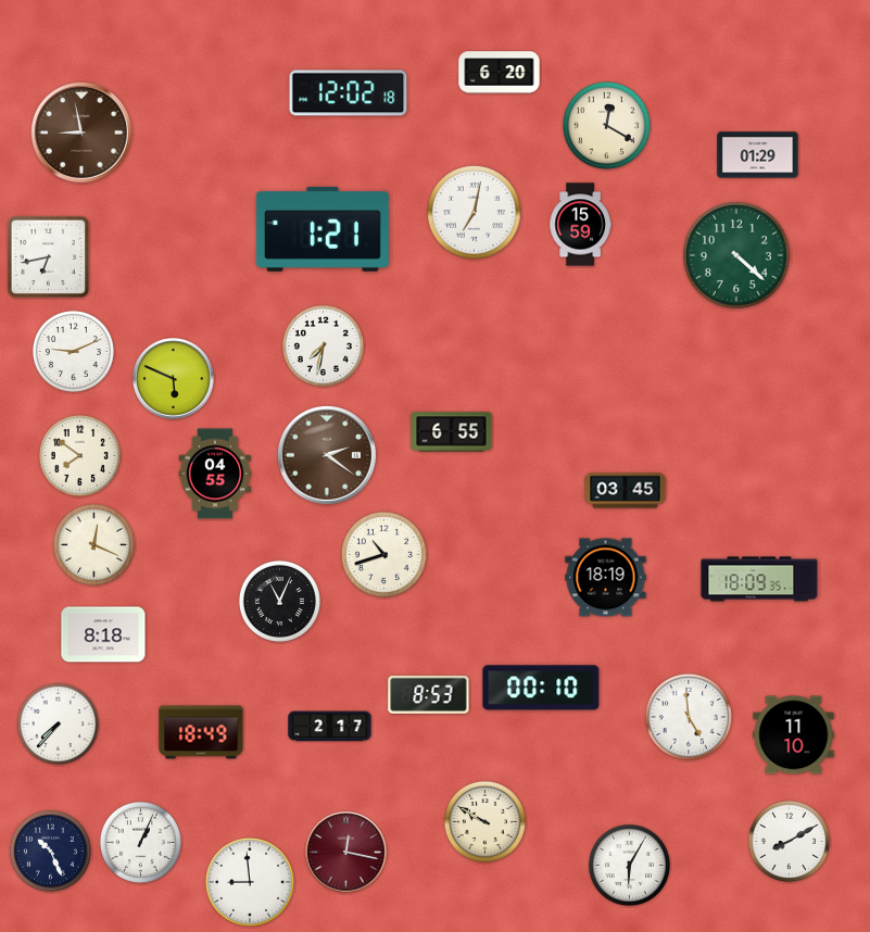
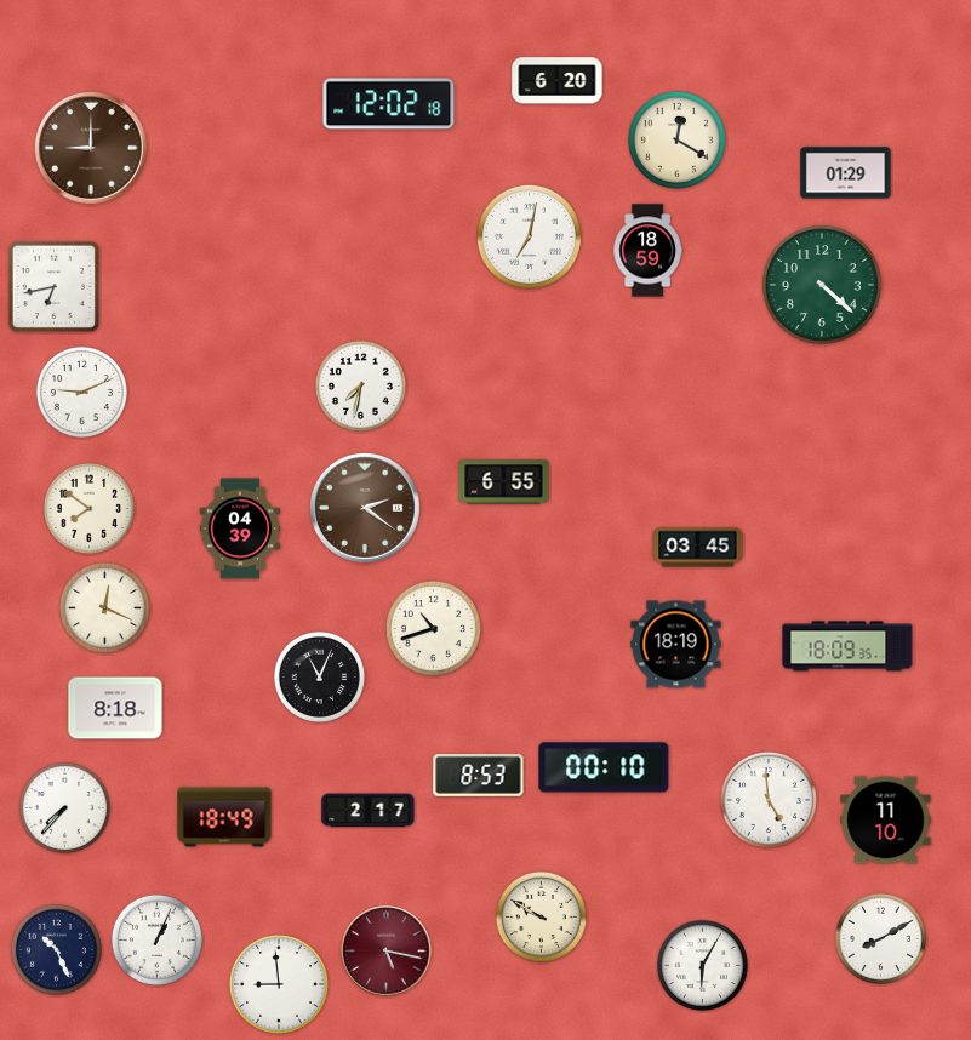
clock at (81, 133): 8:58 -> 9:00
clock at (580, 225): 15:59 -> 18:59
clock at (323, 229): 1:21 -> none
clock at (174, 379): 5:49 -> none
clock at (215, 474): 04:55 -> 04:39
clock at (383, 554) position: (383, 554) -> (433, 628)
clock at (279, 601) position: (279, 601) -> (319, 676)
clock at (346, 853): 12:17 -> 5:17
